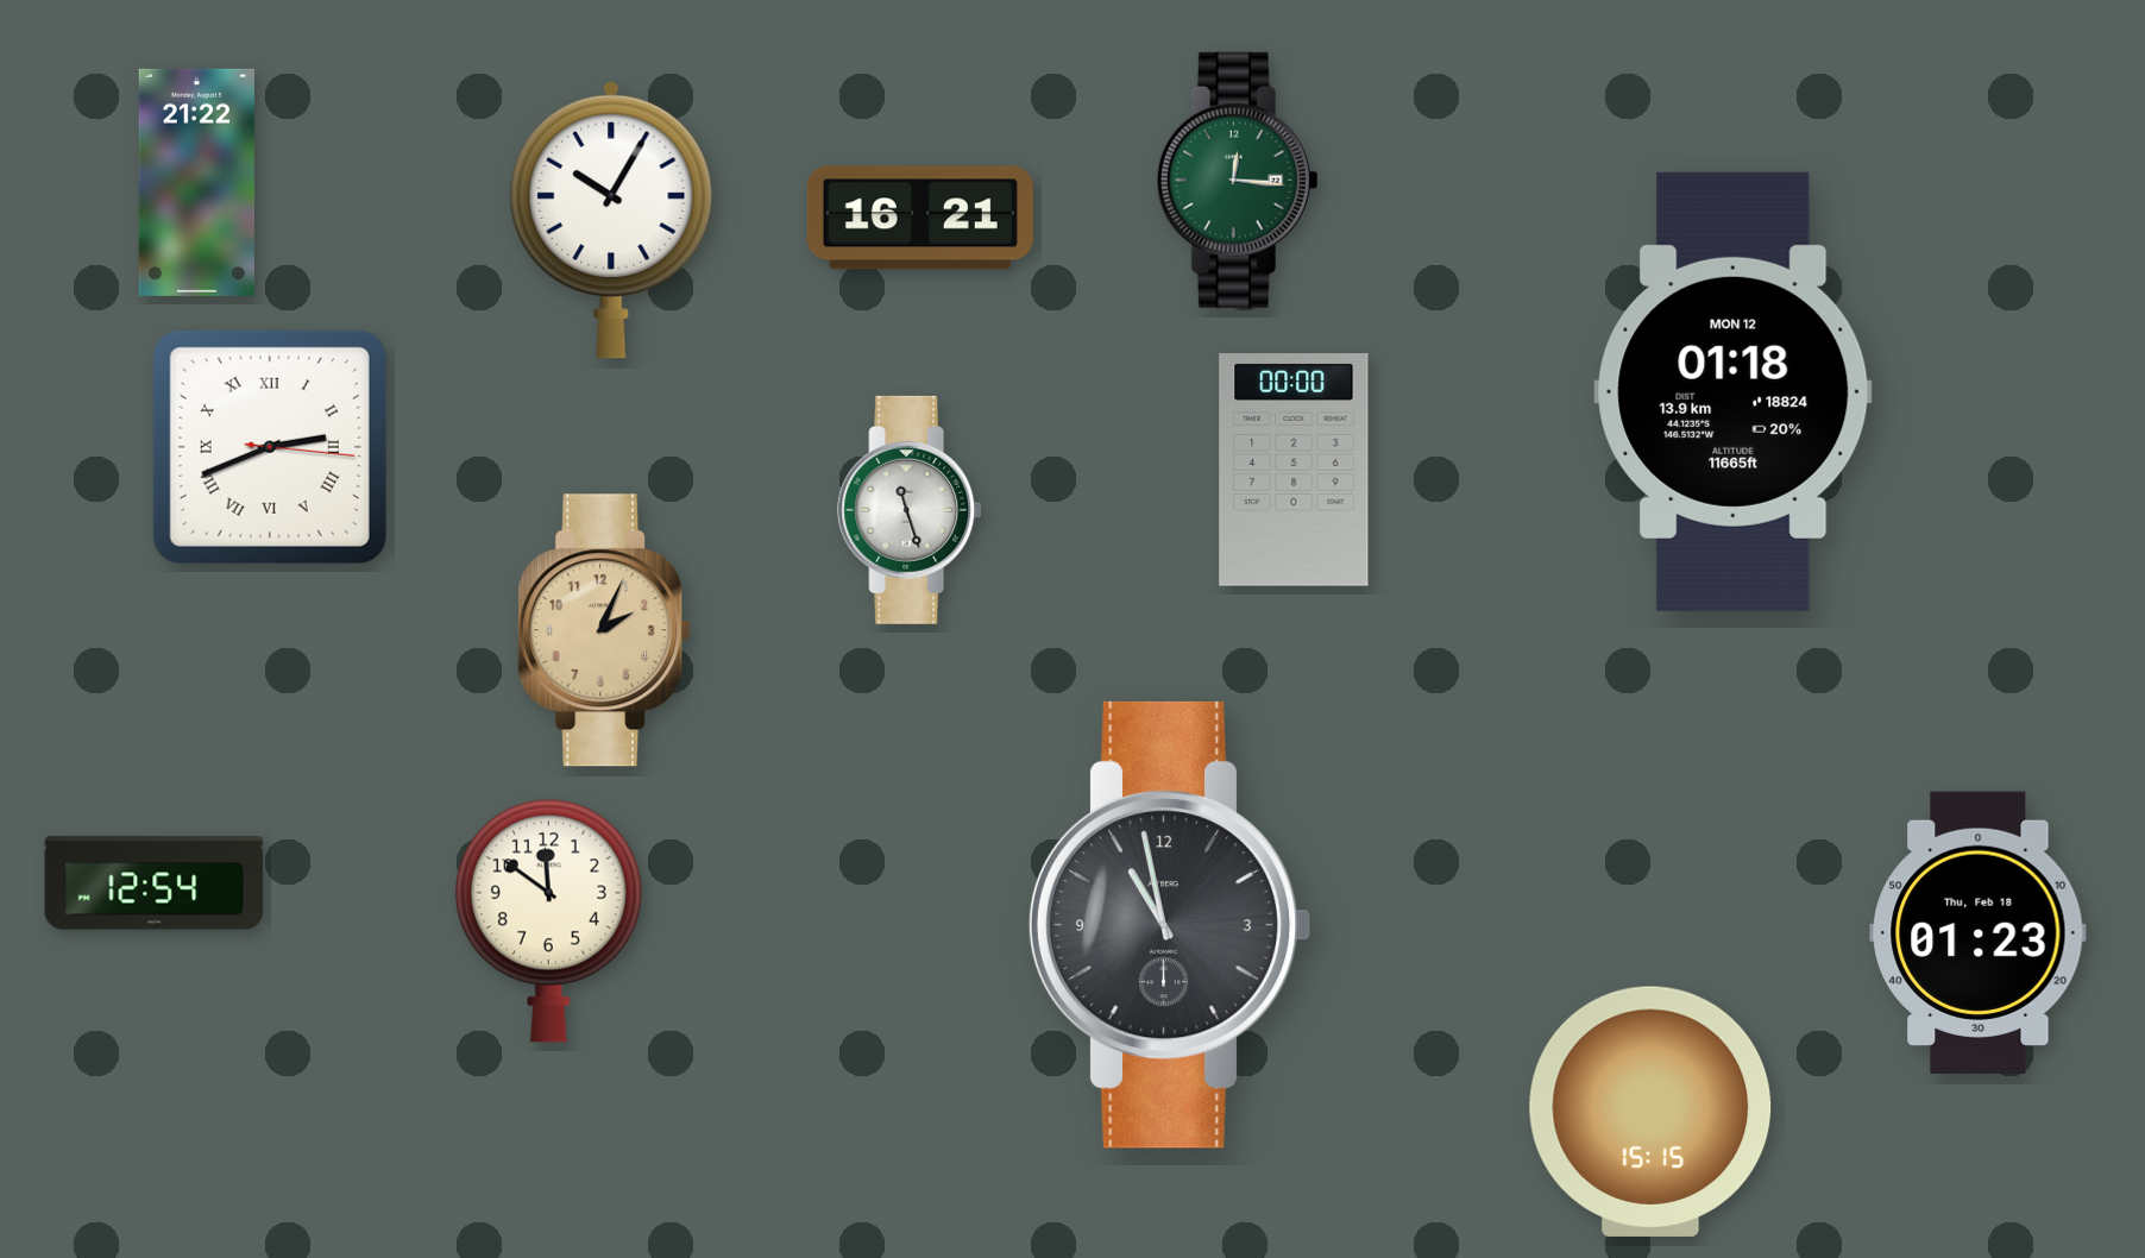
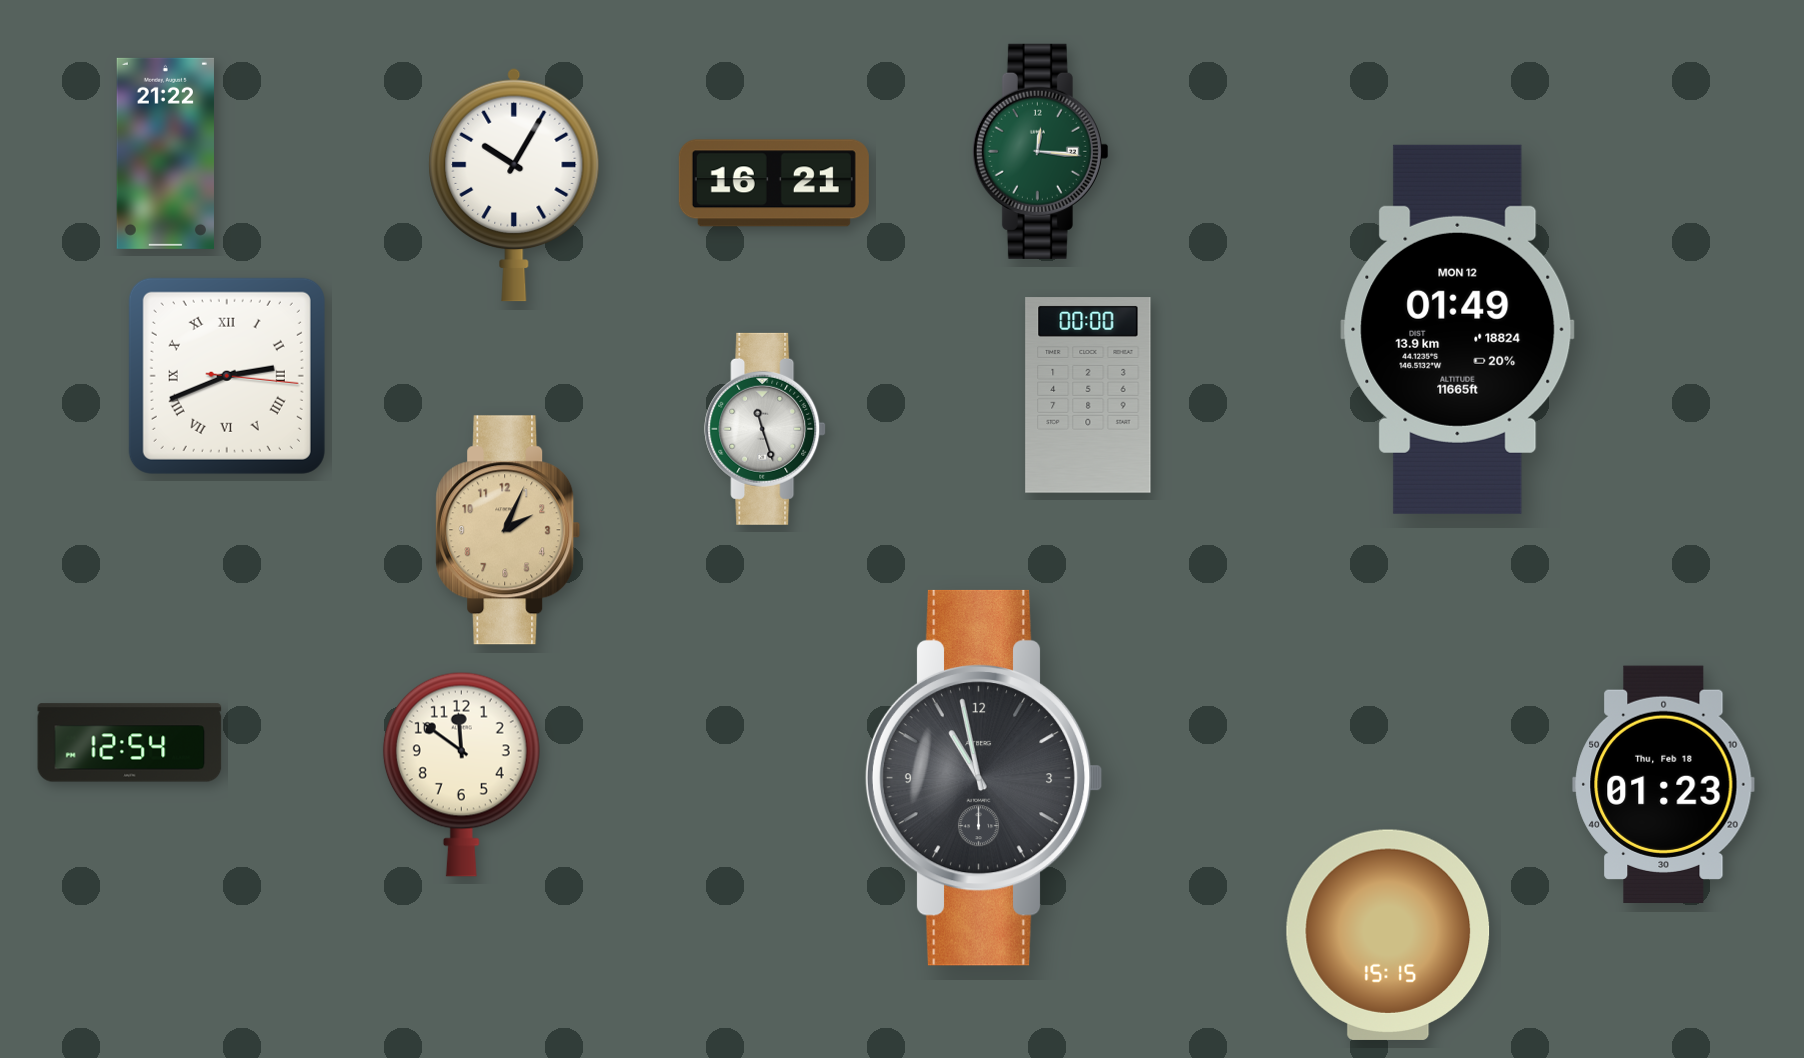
clock at (1734, 391): 01:18 -> 01:49
